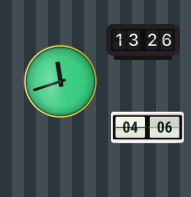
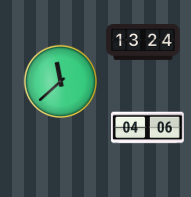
clock at (143, 42): 13:26 -> 13:24
clock at (61, 82): 11:42 -> 11:38
